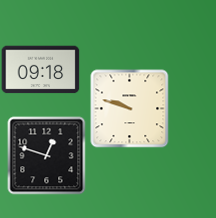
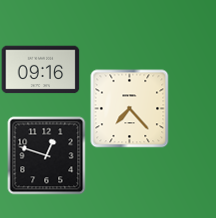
clock at (40, 70): 09:18 -> 09:16
clock at (129, 108): 9:48 -> 7:23
